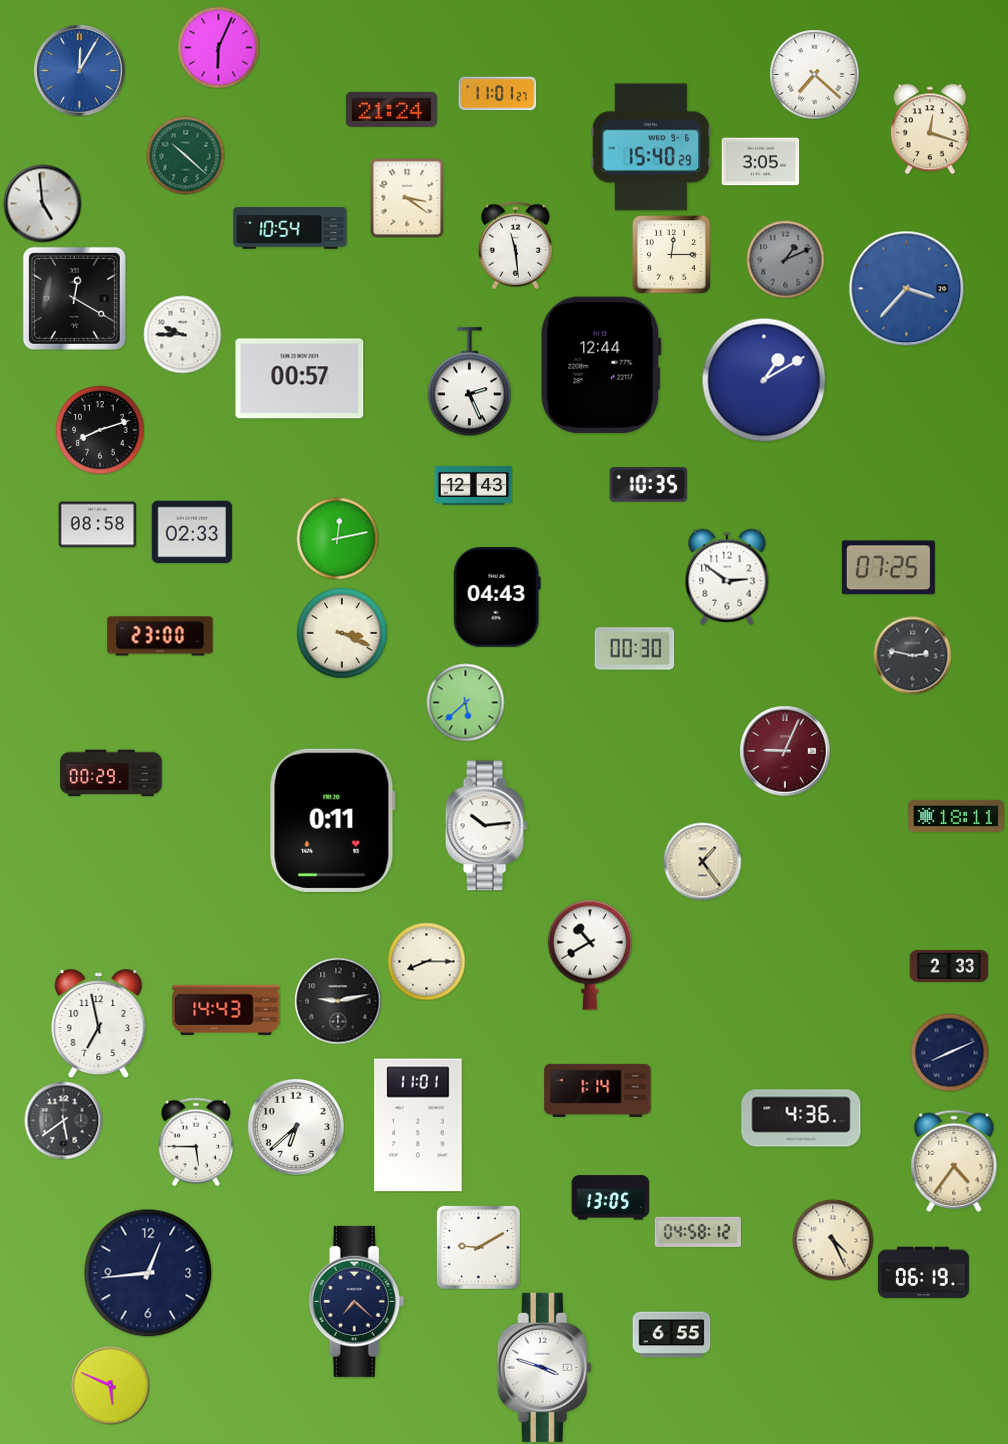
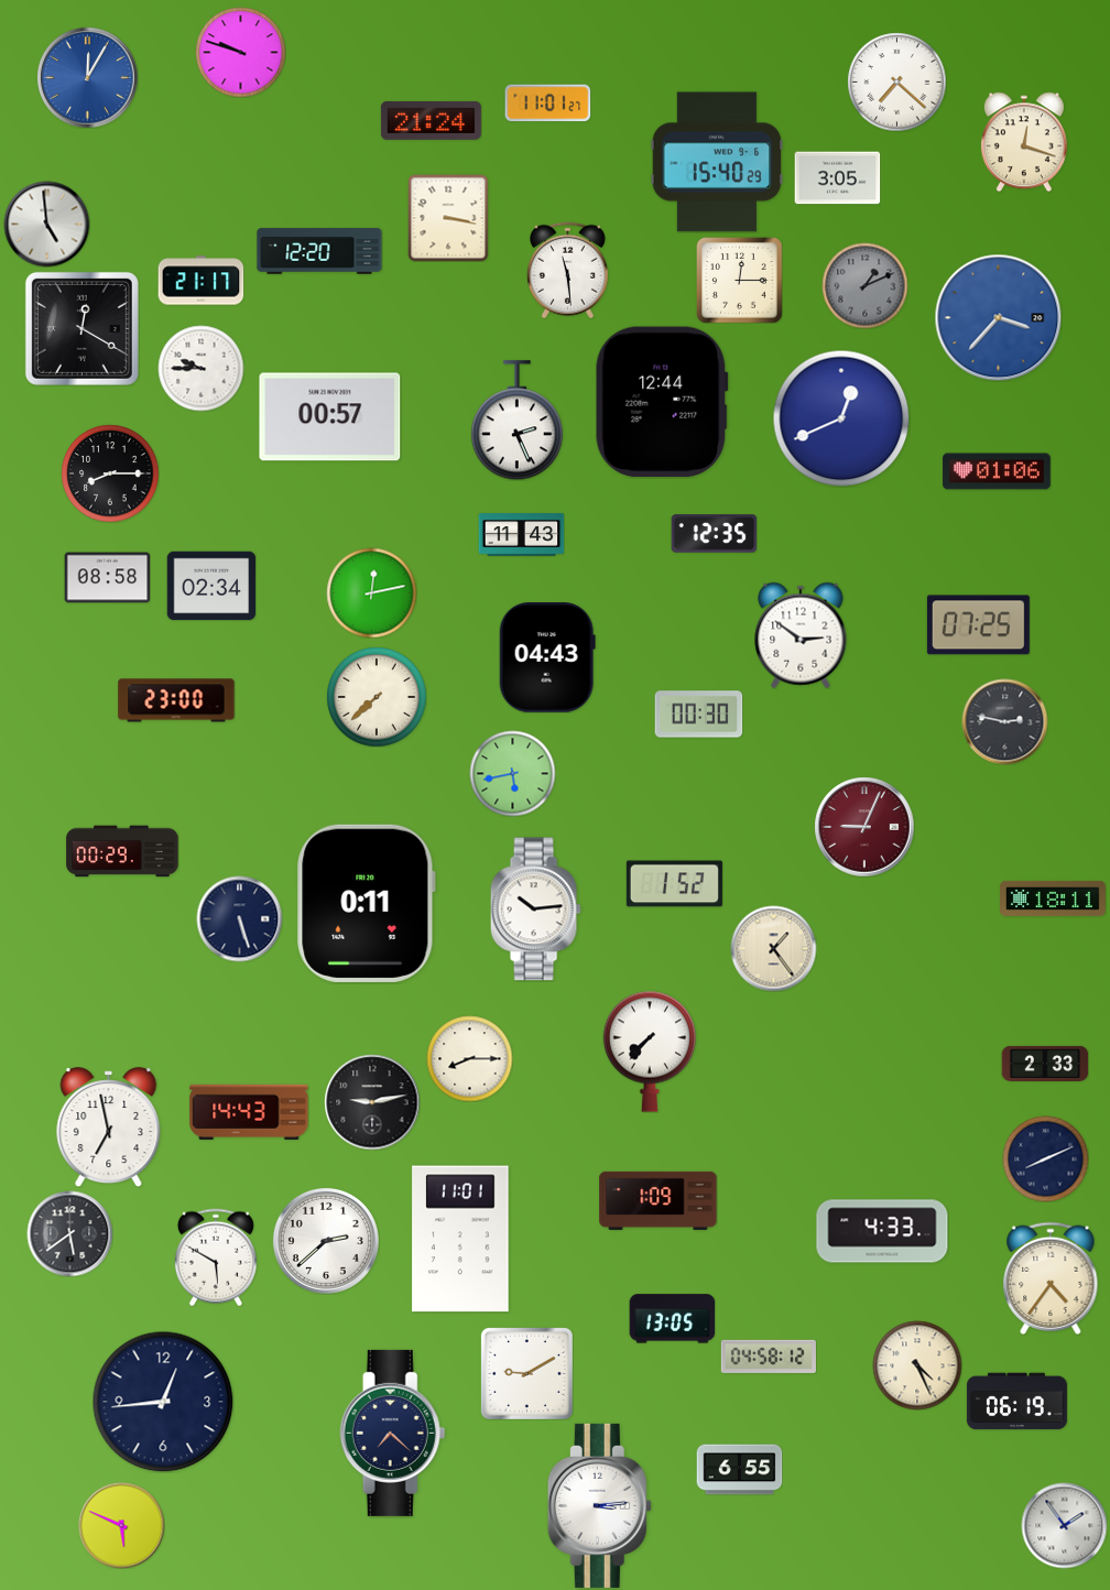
clock at (218, 47): 6:04 -> 9:48
clock at (185, 155): 10:22 -> none
clock at (407, 198): 3:21 -> 3:17
clock at (290, 228): 10:54 -> 12:20
clock at (200, 281): none -> 21:17
clock at (764, 380): 1:10 -> 12:41
clock at (997, 471): none -> 01:06
clock at (100, 430): 8:12 -> 8:15
clock at (648, 485): 10:35 -> 12:35
clock at (473, 486): 12:43 -> 11:43
clock at (192, 532): 02:33 -> 02:34
clock at (342, 633): 3:19 -> 7:38
clock at (465, 702): 5:38 -> 5:43
clock at (674, 884): none -> 1:52
clock at (239, 918): none -> 5:27
clock at (590, 955): 10:40 -> 7:37
clock at (598, 1090): 1:14 -> 1:09
clock at (801, 1118): 4:36 -> 4:33
clock at (296, 1127): 6:38 -> 2:38
clock at (196, 1142): 5:45 -> 5:50
clock at (544, 1367): 3:48 -> 3:14
clock at (1064, 1525): none -> 1:54
